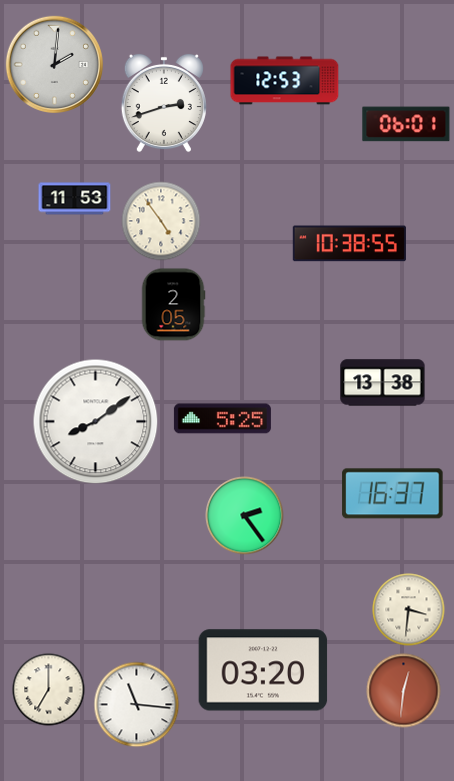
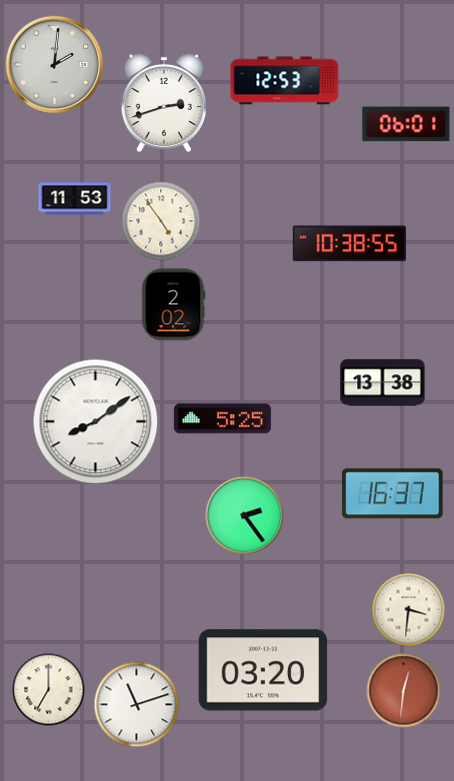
clock at (173, 305): 2:05 -> 2:02
clock at (137, 705): 11:16 -> 11:12
